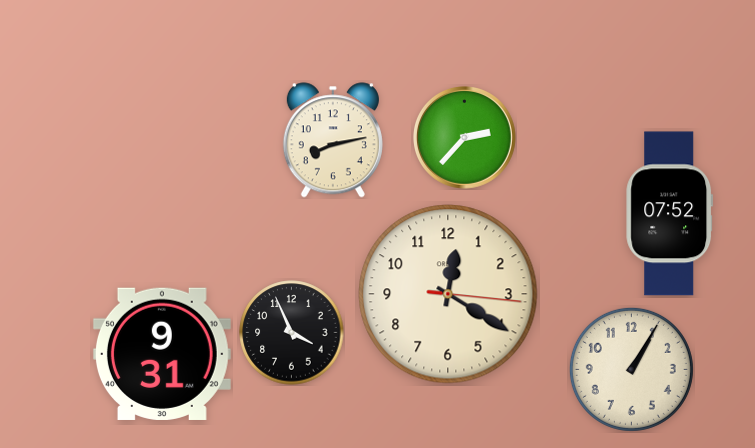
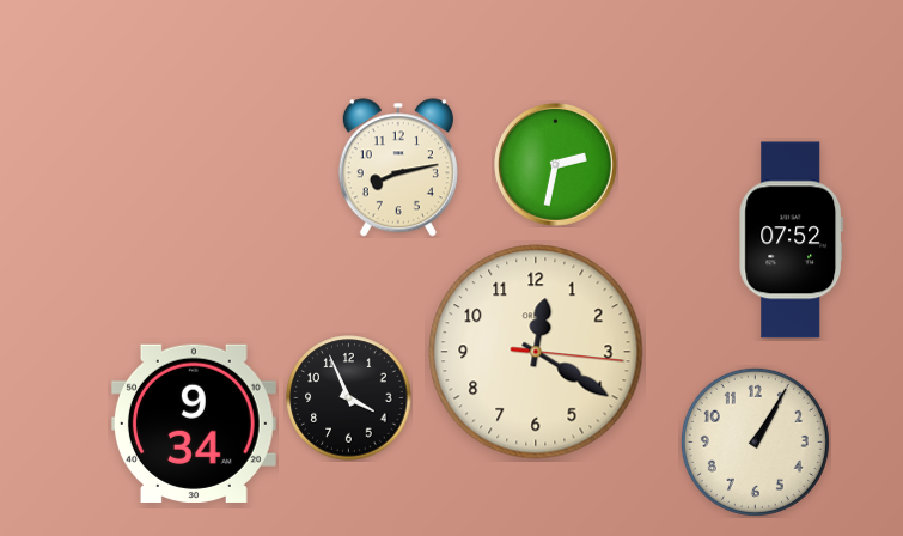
clock at (465, 138): 2:37 -> 2:32
clock at (670, 214) position: (670, 214) -> (792, 240)
clock at (162, 354): 9:31 -> 9:34
